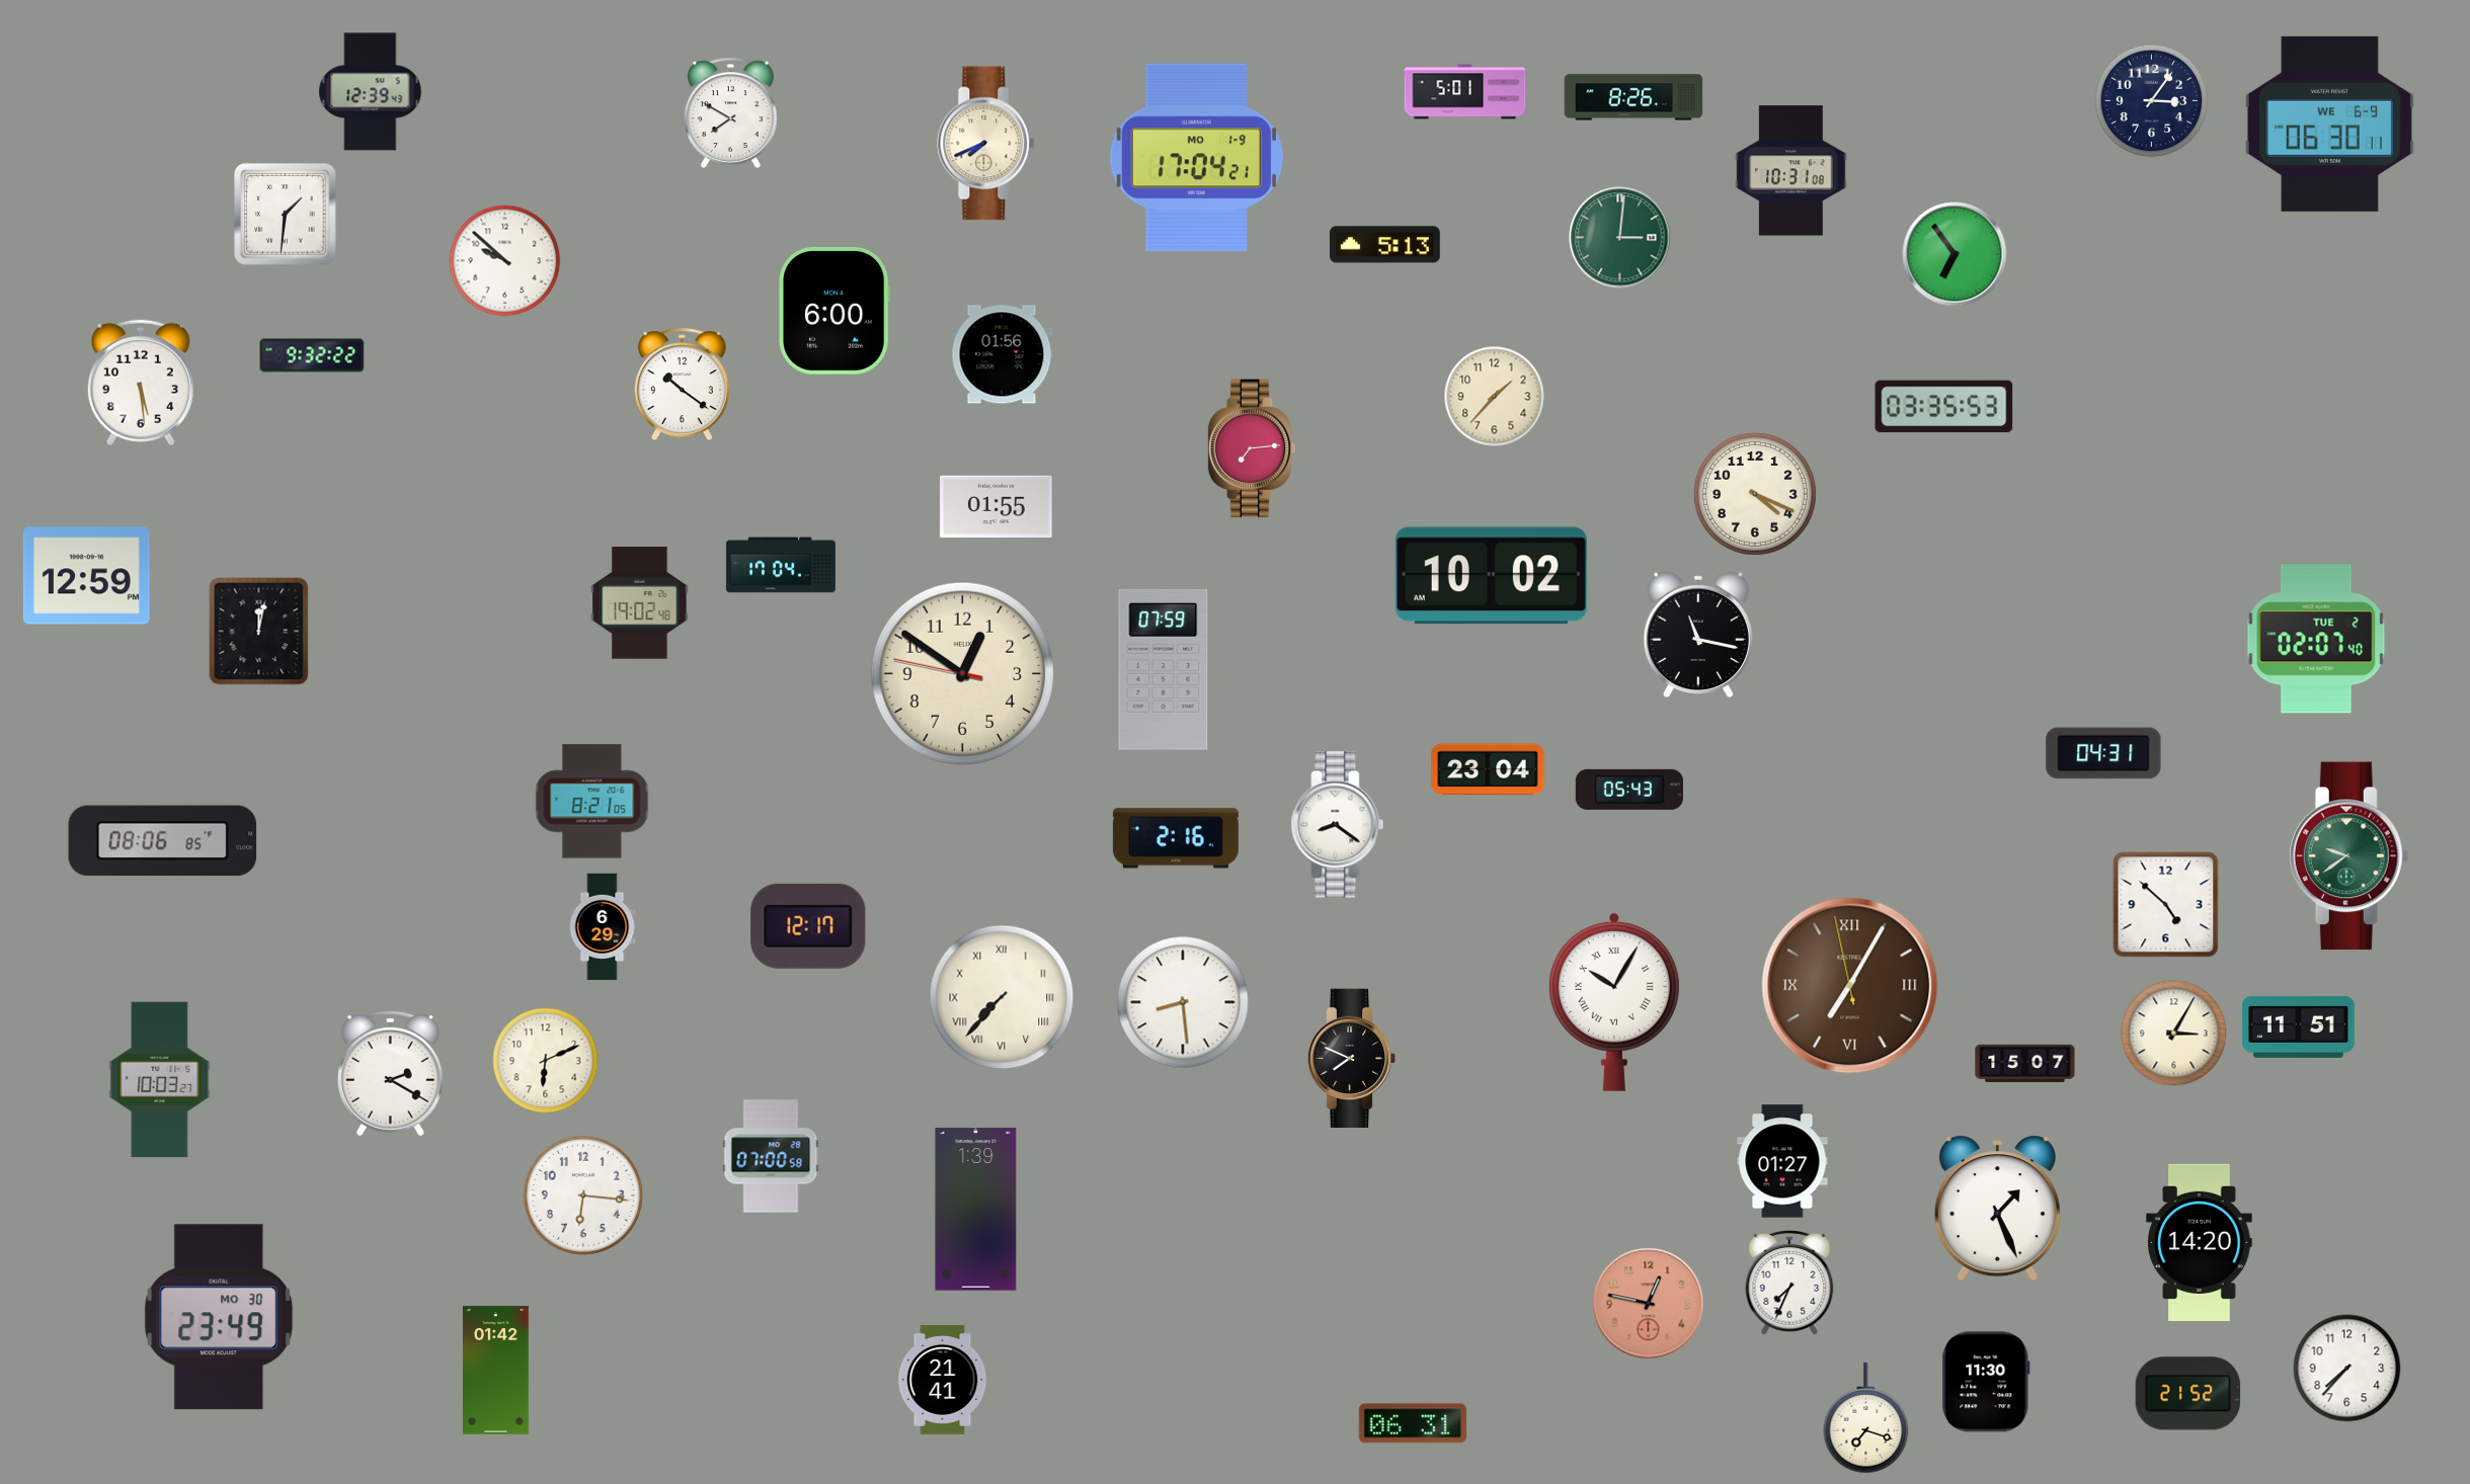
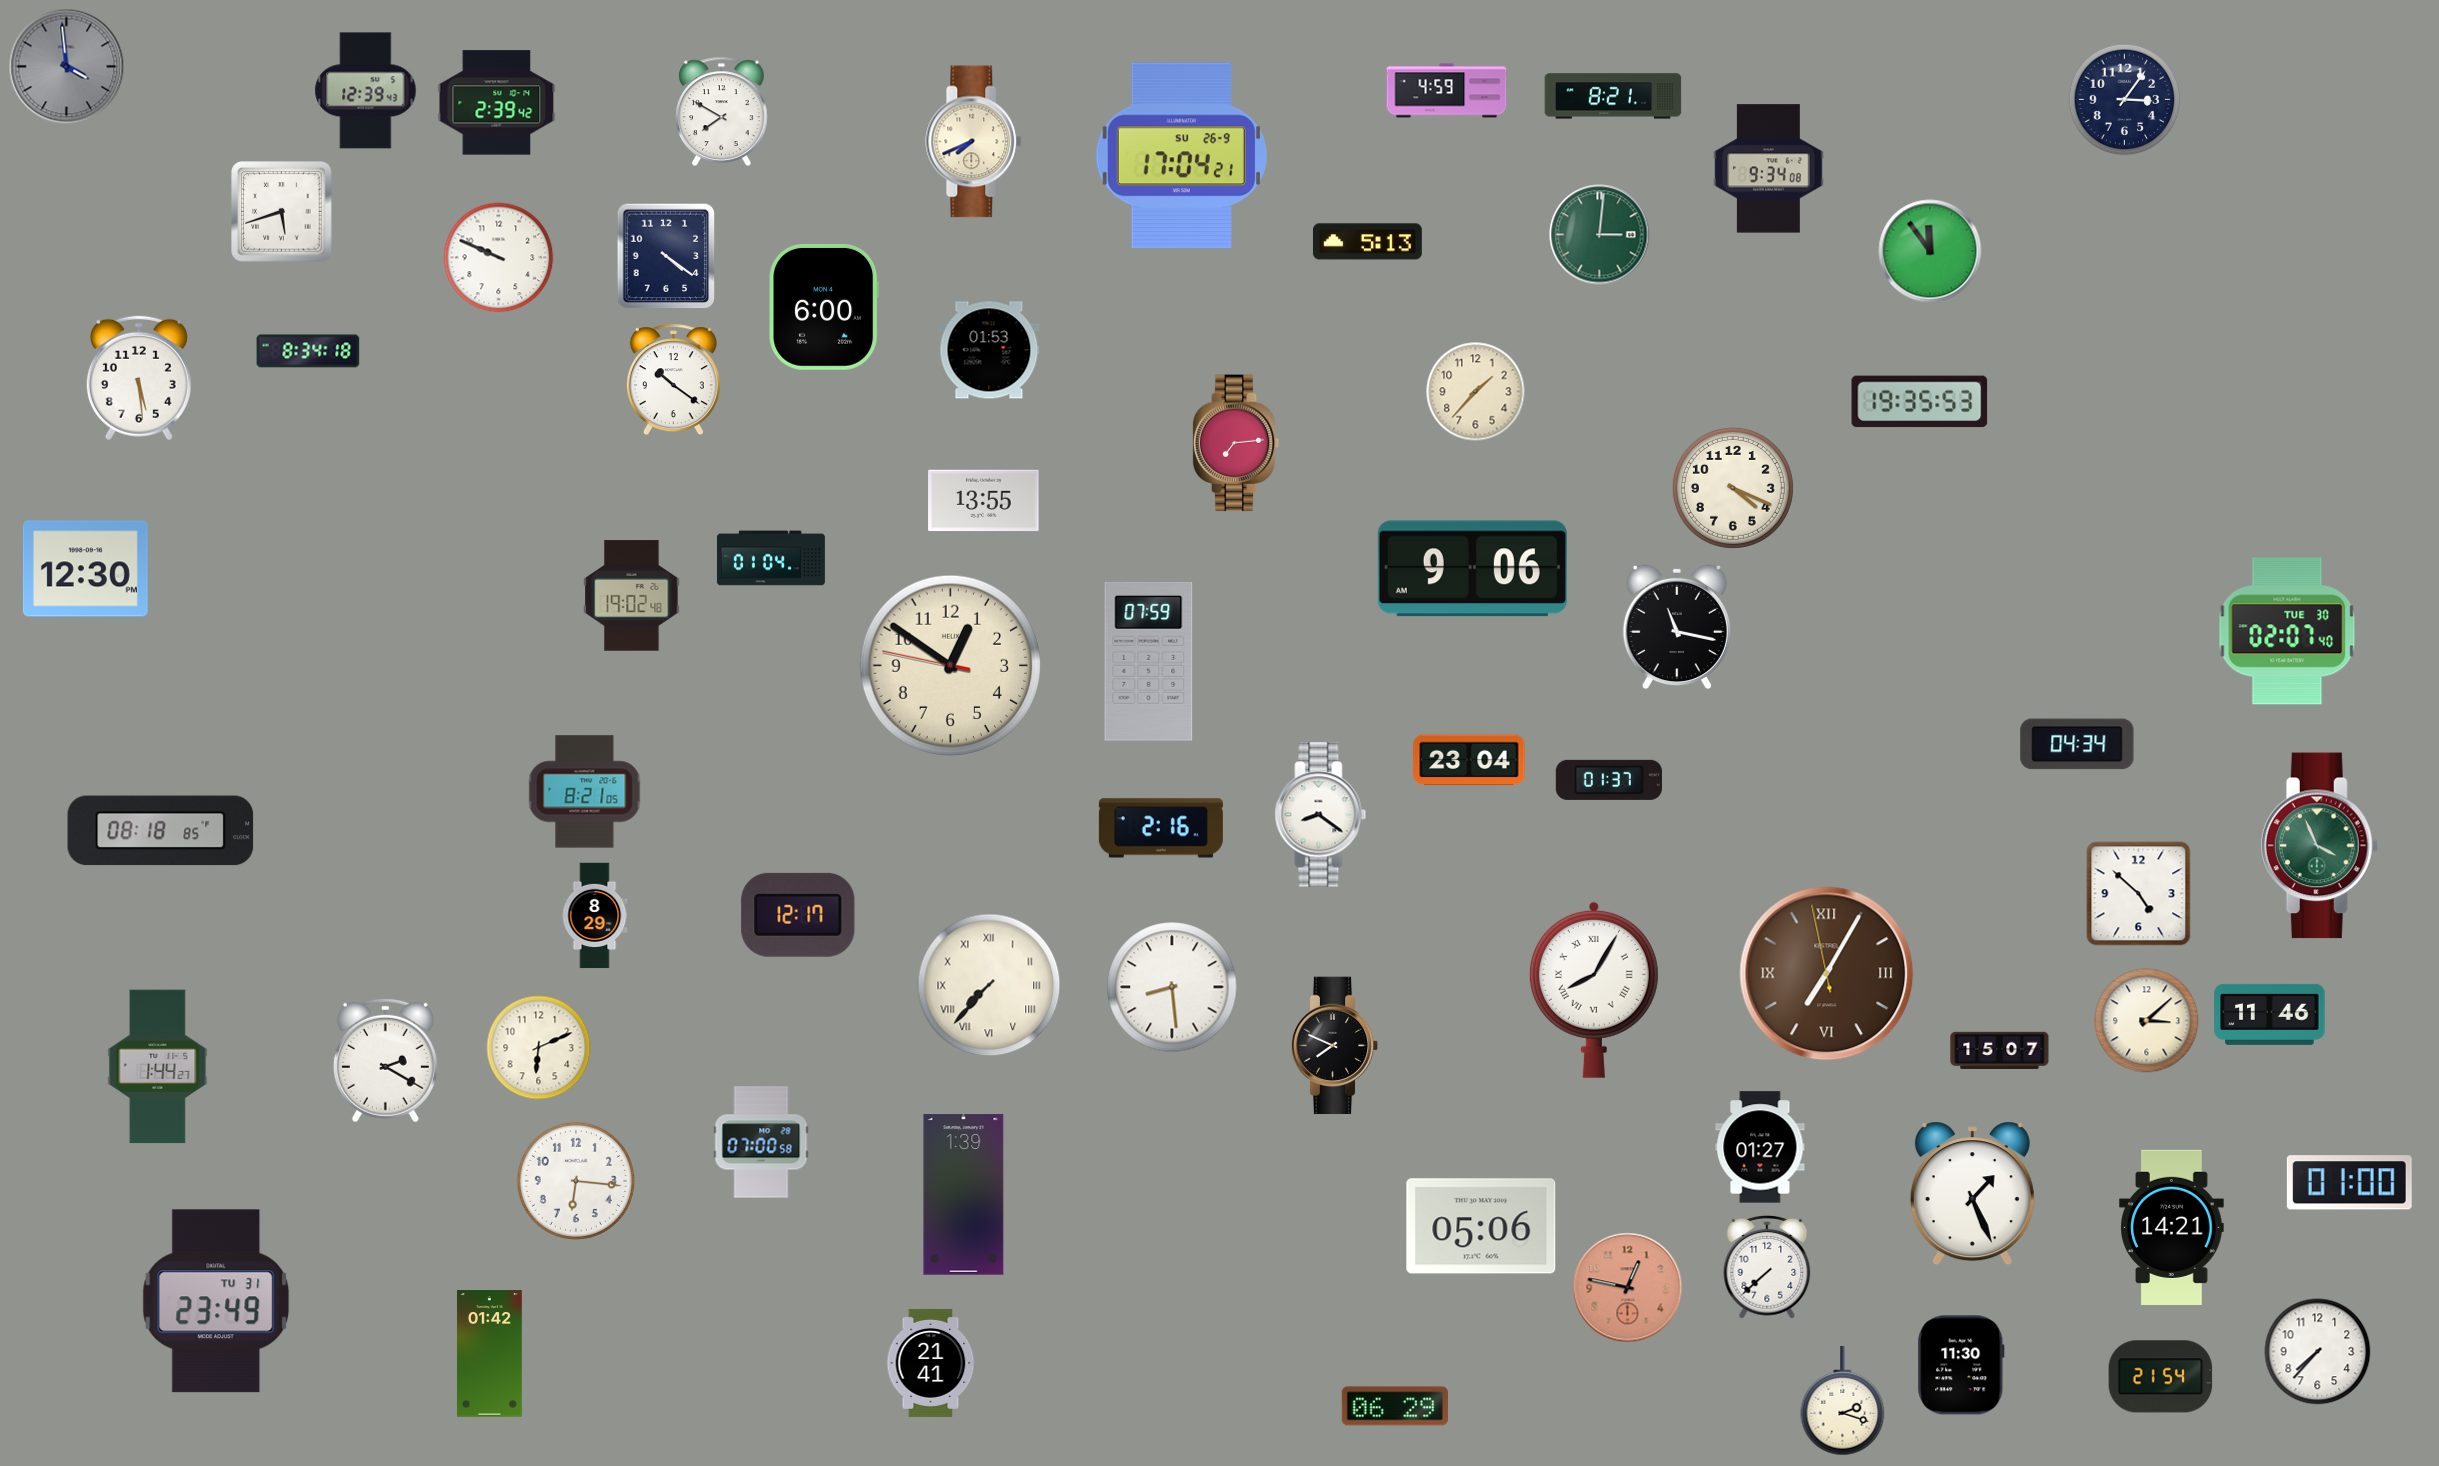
clock at (67, 67): none -> 3:59
clock at (1465, 92): 5:01 -> 4:59
clock at (1634, 97): 8:26 -> 8:21
clock at (497, 103): none -> 2:39
clock at (2329, 123): 06:30 -> none
clock at (1196, 158) date: MO 1-9 -> SU 26-9
clock at (1791, 171): 10:31 -> 9:34
clock at (286, 215): 1:31 -> 5:42
clock at (1955, 254): 6:54 -> 11:54
clock at (666, 256): none -> 4:21
clock at (505, 261): 9:52 -> 9:49
clock at (1002, 354): 01:56 -> 01:53
clock at (312, 355): 9:32 -> 8:34
clock at (1944, 407): 03:35 -> 19:35
clock at (997, 507): 01:55 -> 13:55
clock at (781, 565): 17:04 -> 01:04
clock at (86, 576): 12:59 -> 12:30
clock at (1491, 576): 10:02 -> 9:06
clock at (259, 632): 12:02 -> none
clock at (2316, 639) date: TUE 2 -> TUE 30
clock at (2103, 753): 04:31 -> 04:34
clock at (1629, 790): 05:43 -> 01:37
clock at (163, 841): 08:06 -> 08:18
clock at (2349, 856): 9:39 -> 3:56
clock at (603, 927): 6:29 -> 8:29
clock at (1183, 1002) position: (1183, 1002) -> (1172, 987)
clock at (1614, 1002): 10:05 -> 8:05
clock at (2299, 1026): 11:51 -> 11:46
clock at (2174, 1034): 3:05 -> 3:08
clock at (160, 1080): 10:03 -> 1:44
clock at (2349, 1183): none -> 01:00
clock at (1481, 1226): none -> 05:06
clock at (2200, 1242): 14:20 -> 14:21
clock at (1789, 1283): 7:34 -> 7:38
clock at (219, 1317) date: MO 30 -> TU 31
clock at (2188, 1394): 21:52 -> 21:54
clock at (1866, 1418): 7:18 -> 2:18
clock at (1413, 1423): 06:31 -> 06:29
